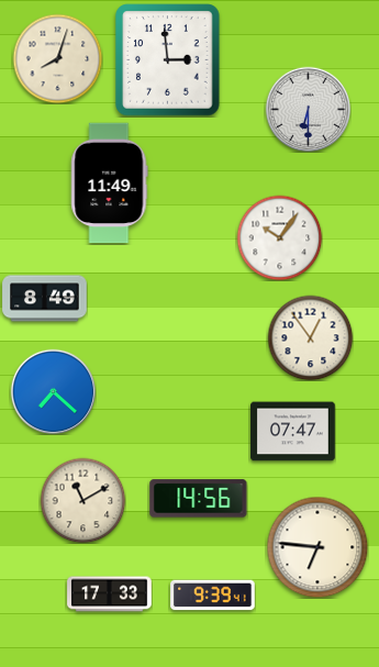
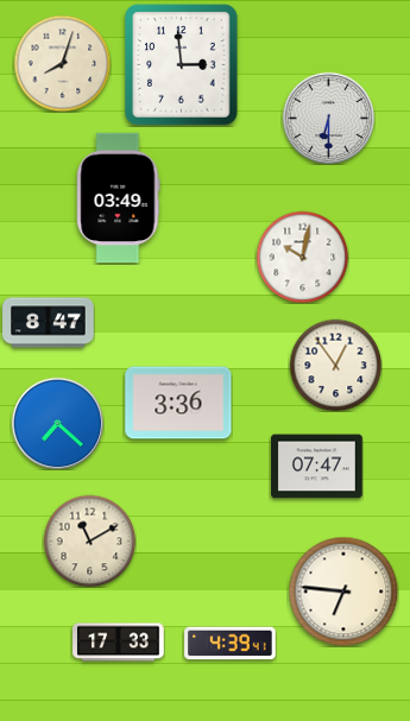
clock at (308, 109) position: (308, 109) -> (328, 118)
clock at (110, 184): 11:49 -> 03:49
clock at (279, 237): 10:06 -> 10:02
clock at (45, 299): 8:49 -> 8:47
clock at (178, 403): none -> 3:36
clock at (199, 499): 14:56 -> none
clock at (213, 596): 9:39 -> 4:39
